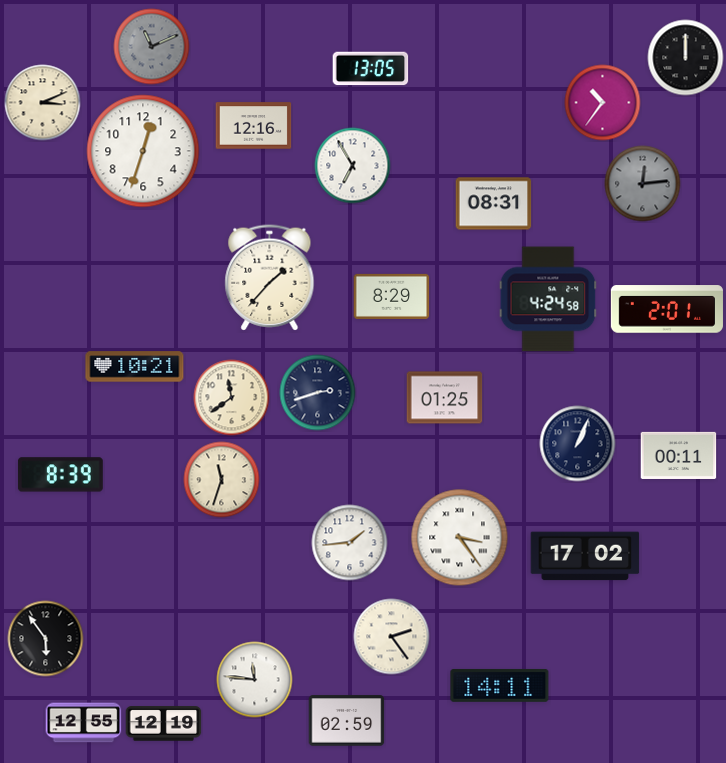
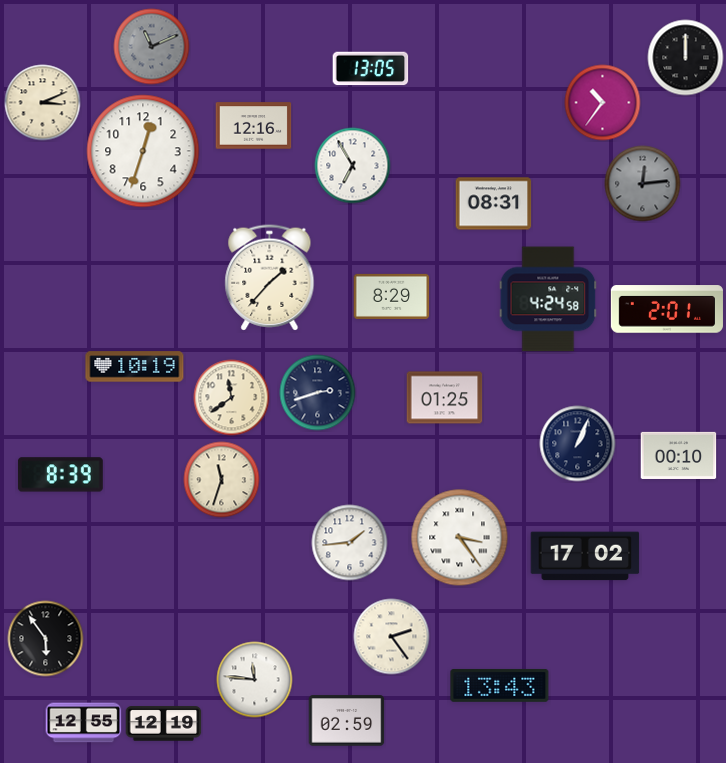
clock at (135, 367): 10:21 -> 10:19
clock at (679, 455): 00:11 -> 00:10
clock at (500, 685): 14:11 -> 13:43
